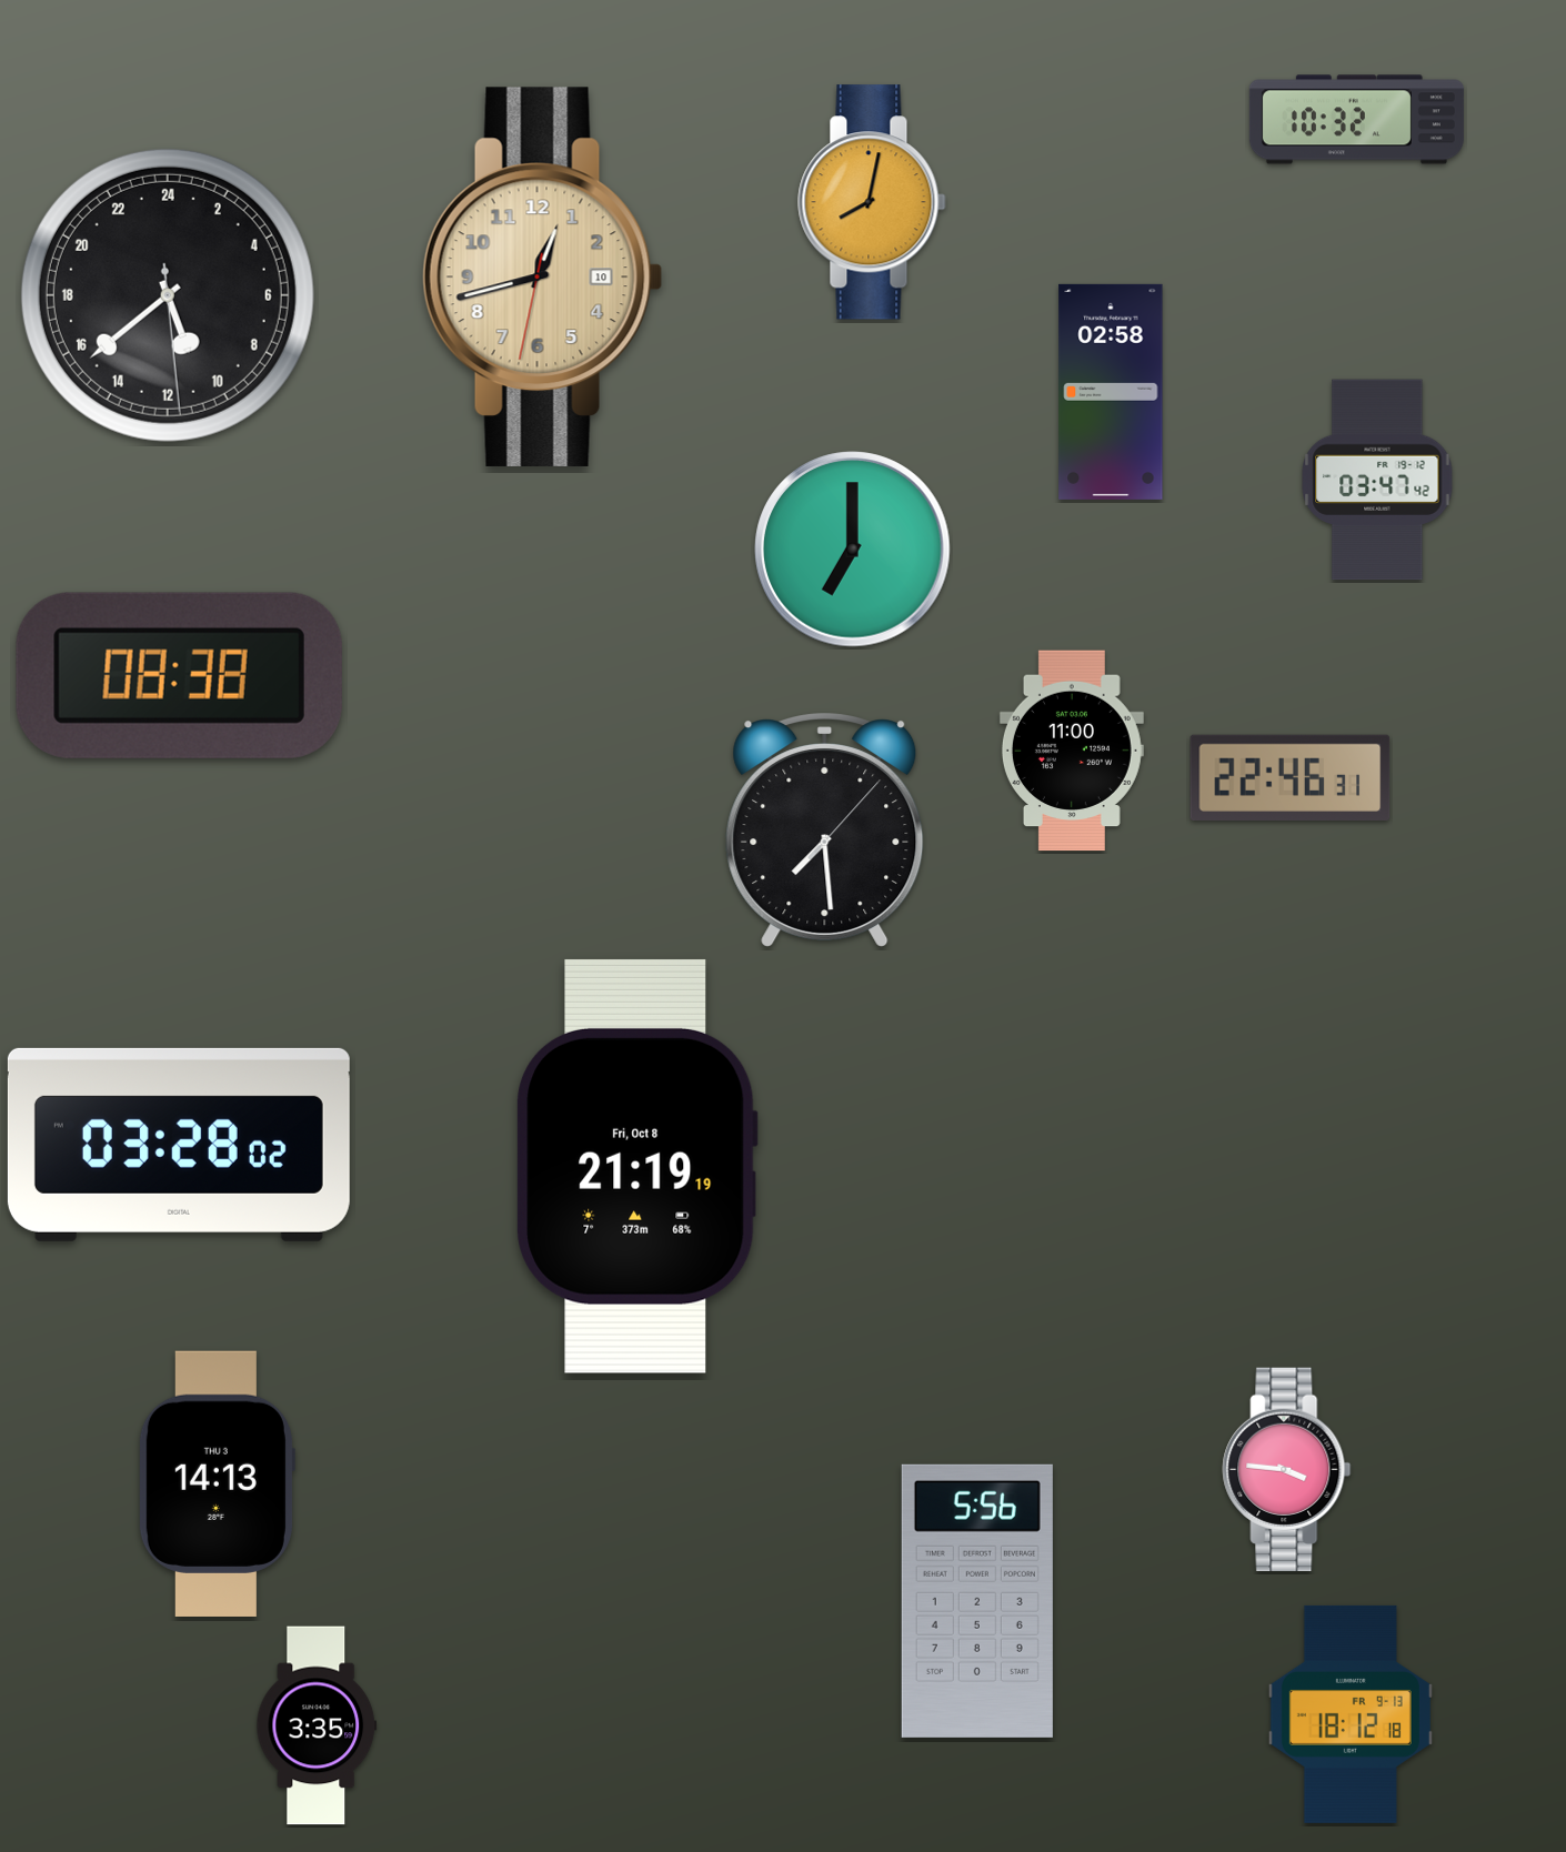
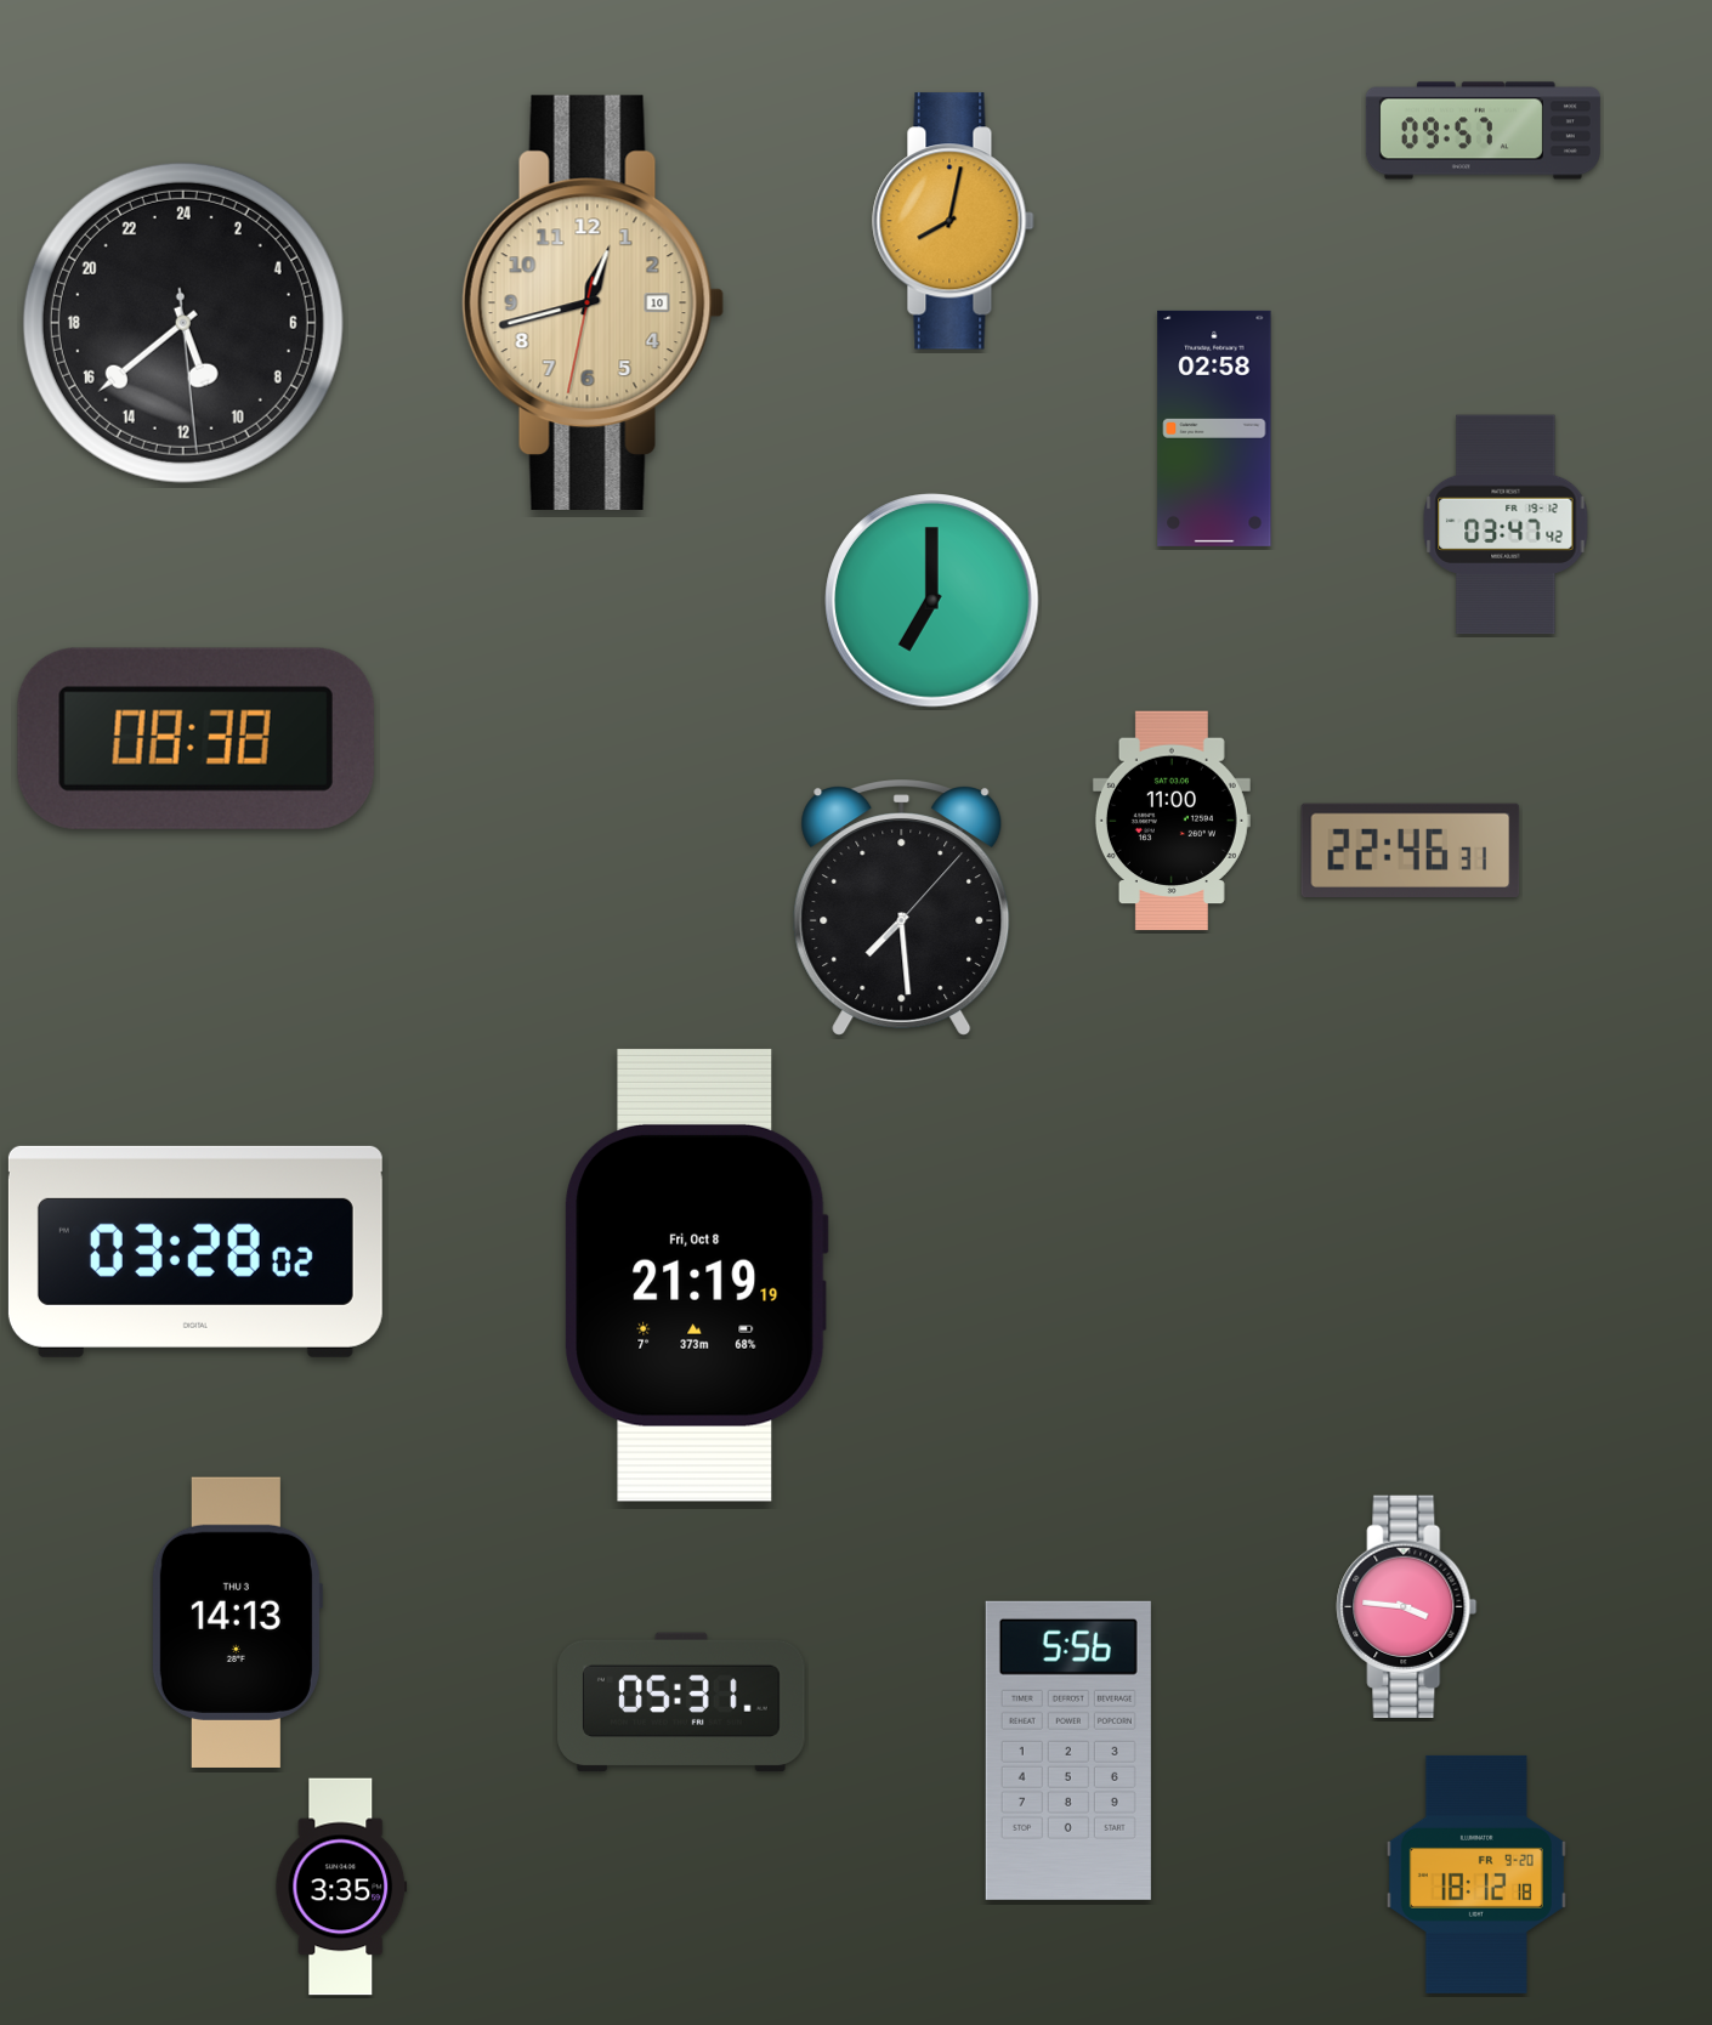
clock at (1356, 120): 10:32 -> 09:57
clock at (681, 1702): none -> 05:31
clock at (1351, 1714) date: FR 9-13 -> FR 9-20
clock at (317, 1725) position: (317, 1725) -> (341, 1887)
